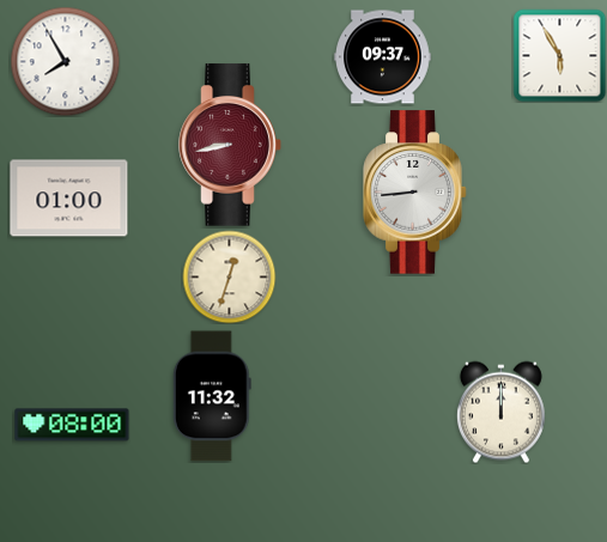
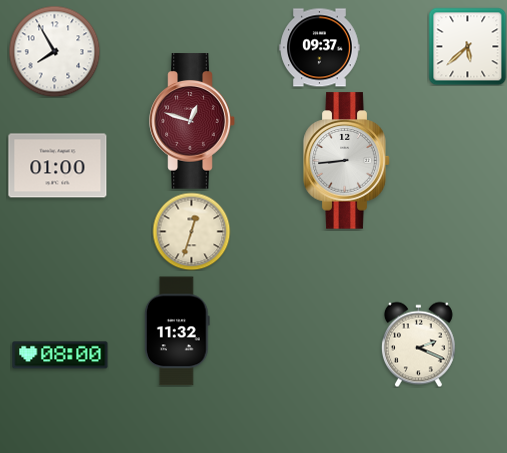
clock at (559, 55): 5:55 -> 5:38
clock at (230, 145): 8:43 -> 12:48
clock at (500, 412): 12:00 -> 2:19
